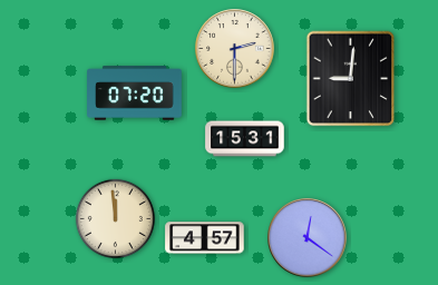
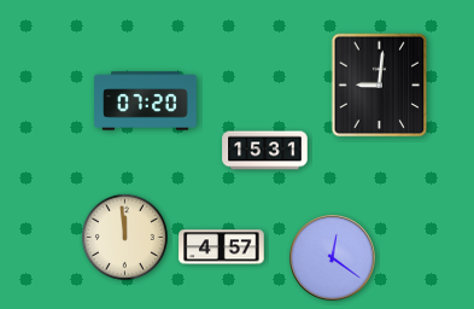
clock at (235, 49): 2:30 -> none
clock at (205, 238) position: (205, 238) -> (222, 247)
